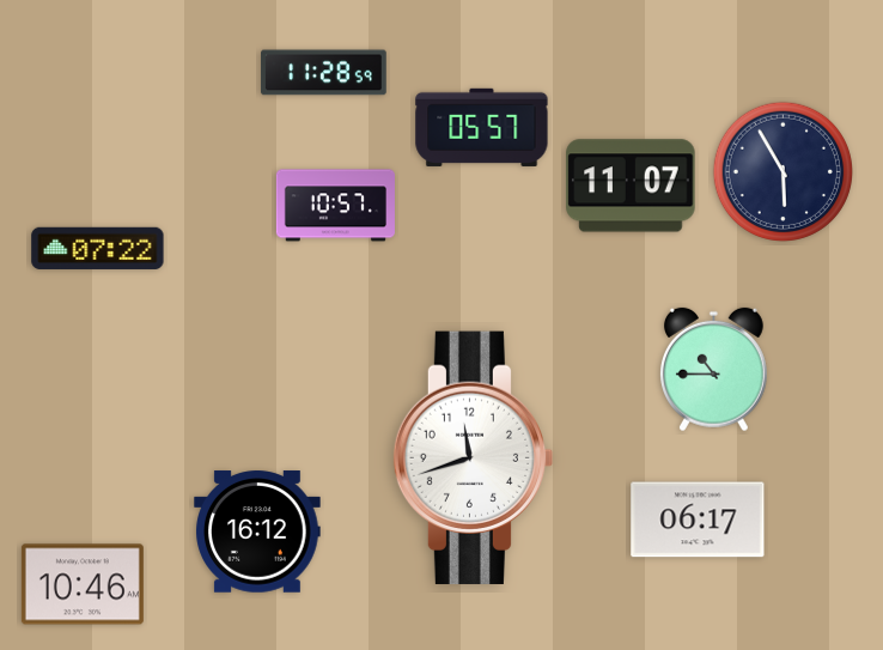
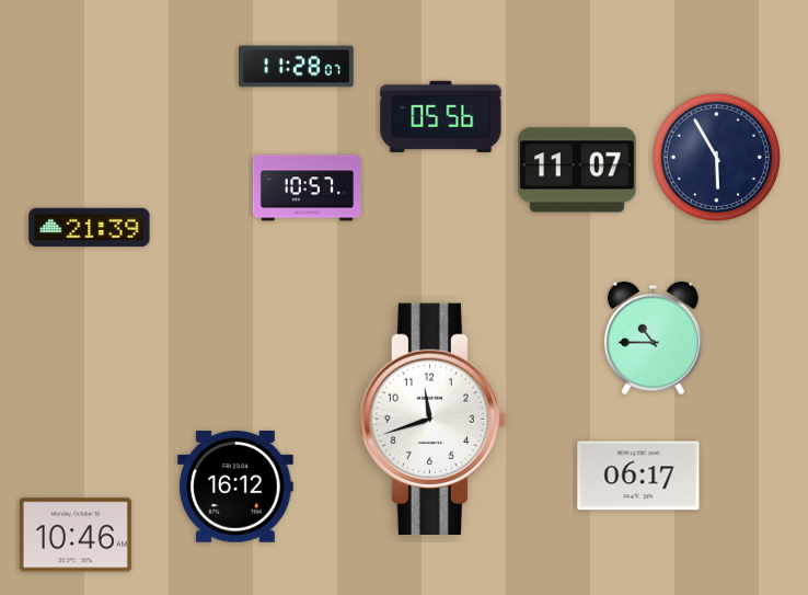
clock at (324, 73): 11:28:59 -> 11:28:07
clock at (482, 127): 05:57 -> 05:56
clock at (98, 248): 07:22 -> 21:39
